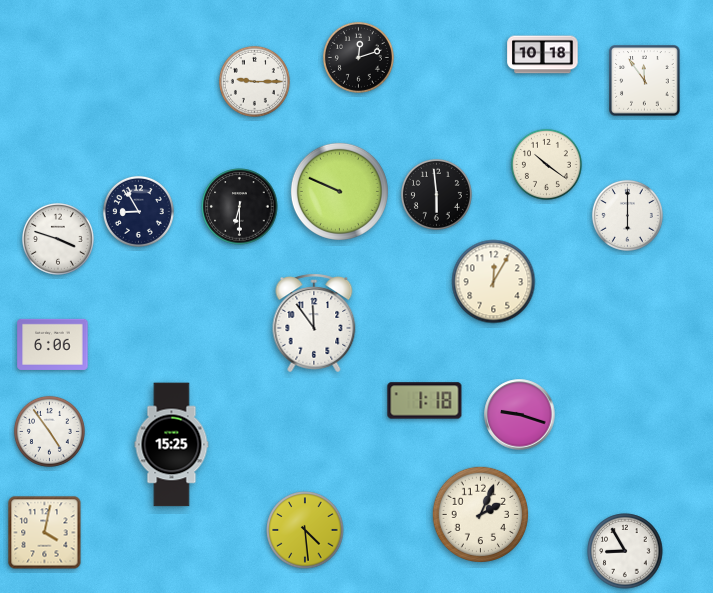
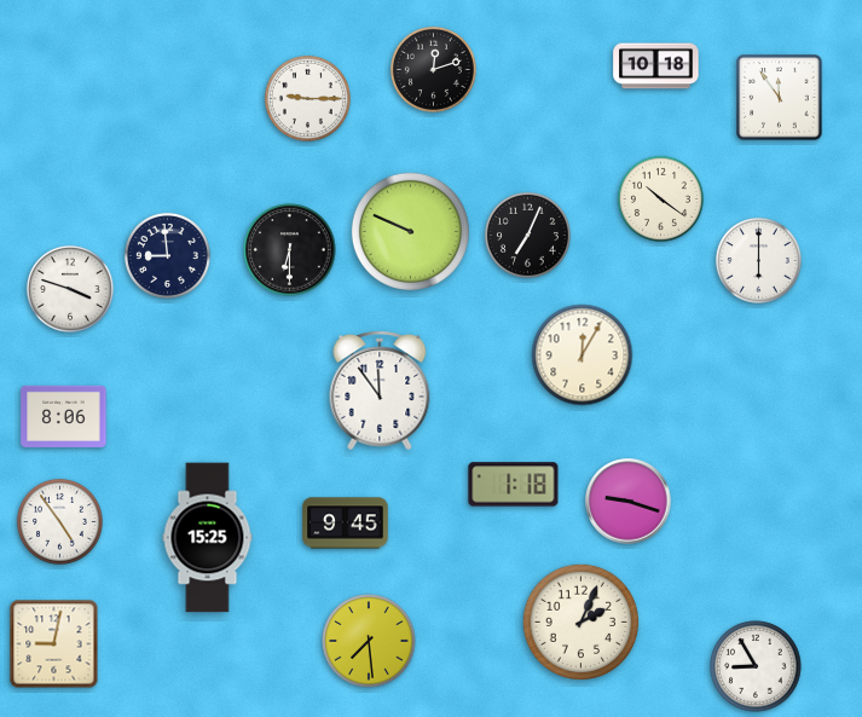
clock at (436, 194): 5:59 -> 7:04
clock at (138, 211): 8:55 -> 8:59
clock at (494, 282) position: (494, 282) -> (583, 355)
clock at (53, 344): 6:06 -> 8:06
clock at (346, 524): none -> 9:45
clock at (305, 530): 4:29 -> 7:29
clock at (45, 533): 4:02 -> 9:02
